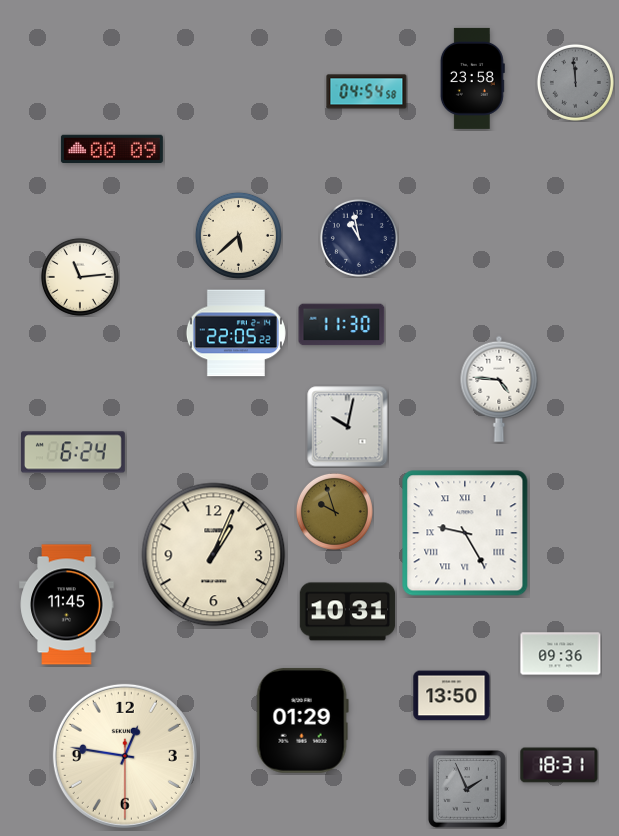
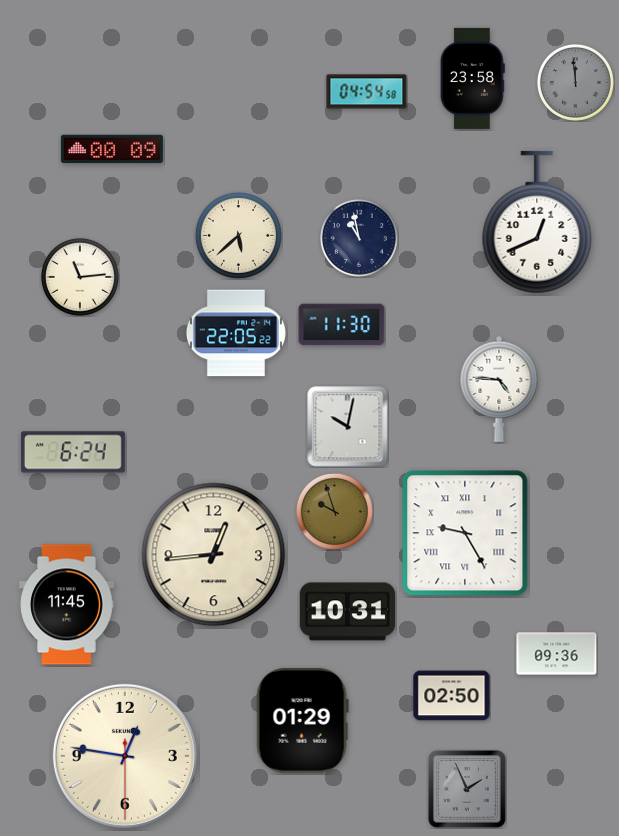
clock at (537, 222): none -> 12:41
clock at (214, 555): 1:04 -> 12:44
clock at (561, 654) position: (561, 654) -> (557, 654)
clock at (452, 696): 13:50 -> 02:50
clock at (559, 765): 18:31 -> none
